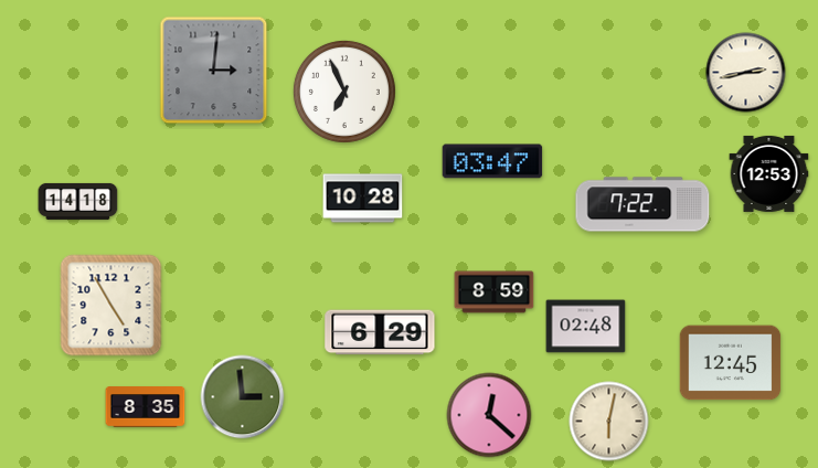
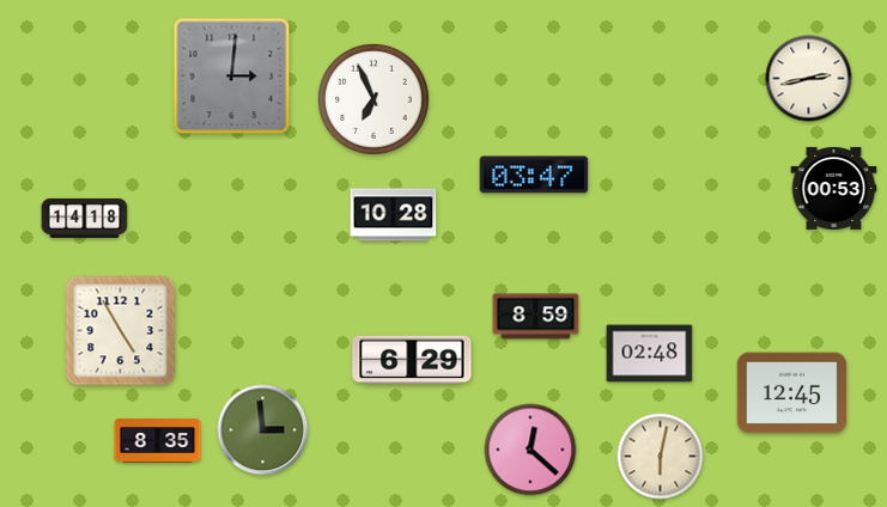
clock at (769, 173): 12:53 -> 00:53
clock at (642, 204): 7:22 -> none
clock at (586, 327) position: (586, 327) -> (650, 354)
